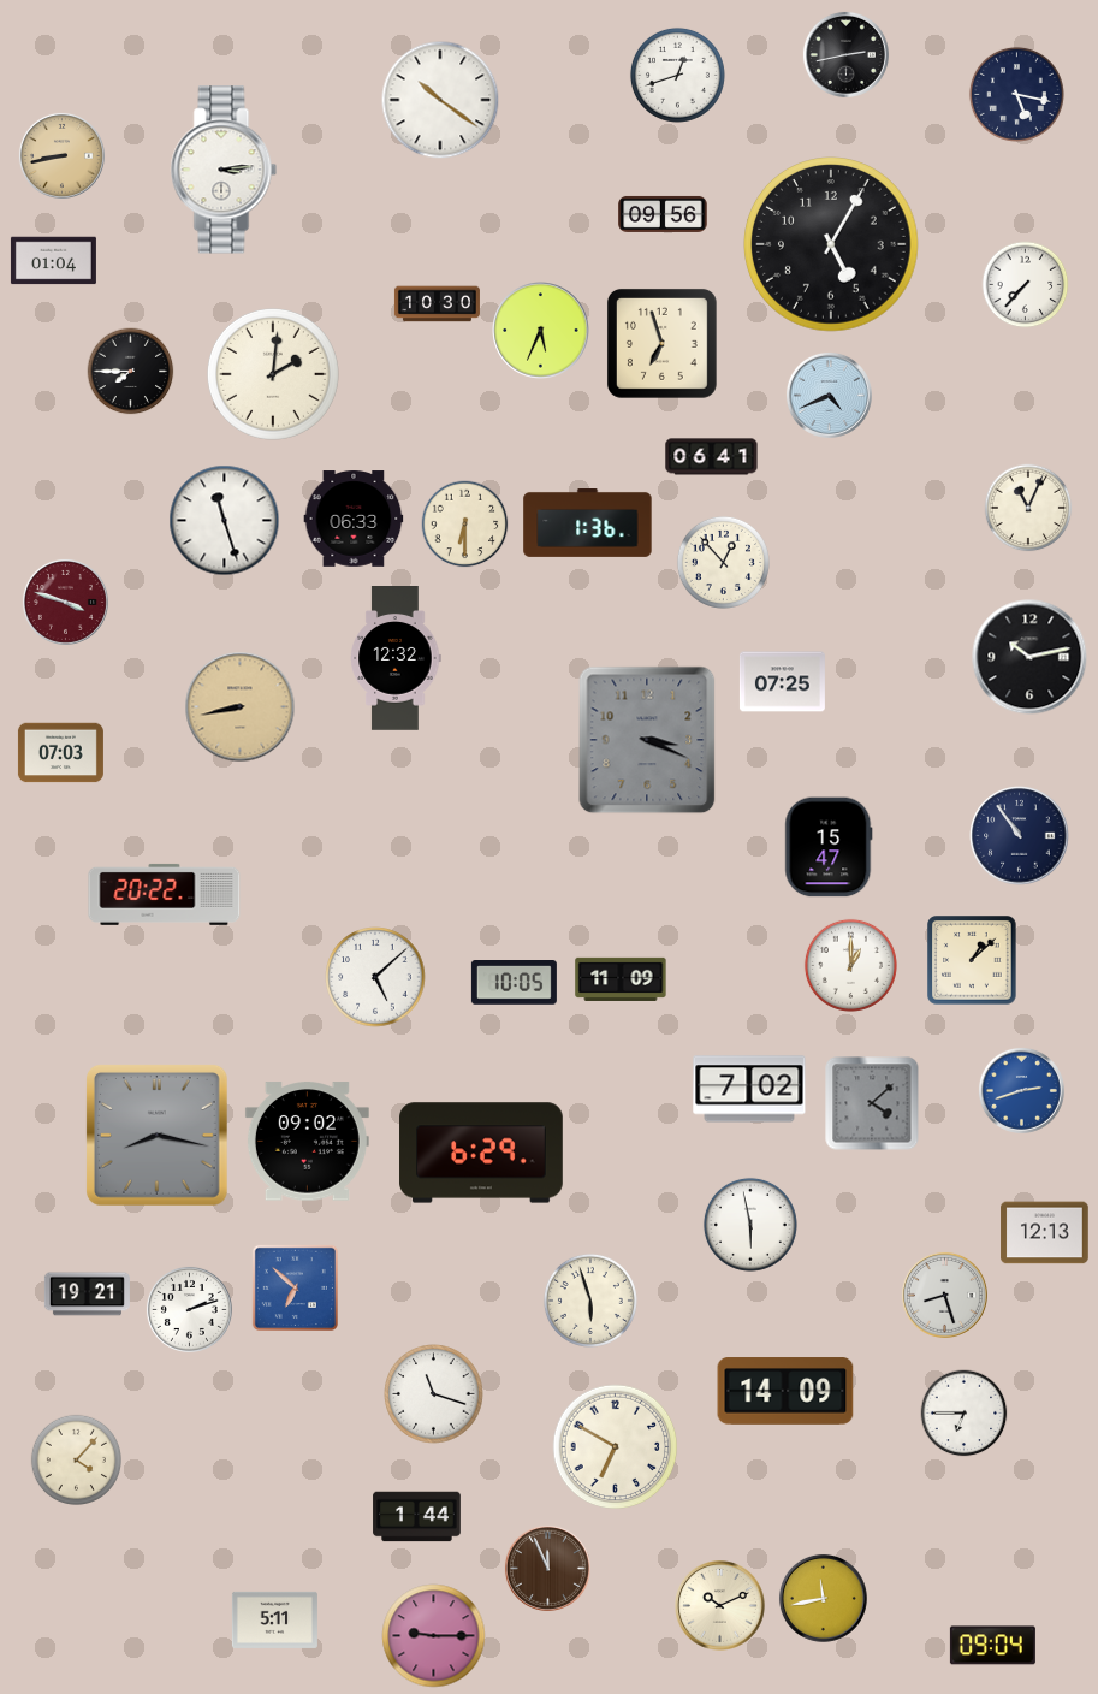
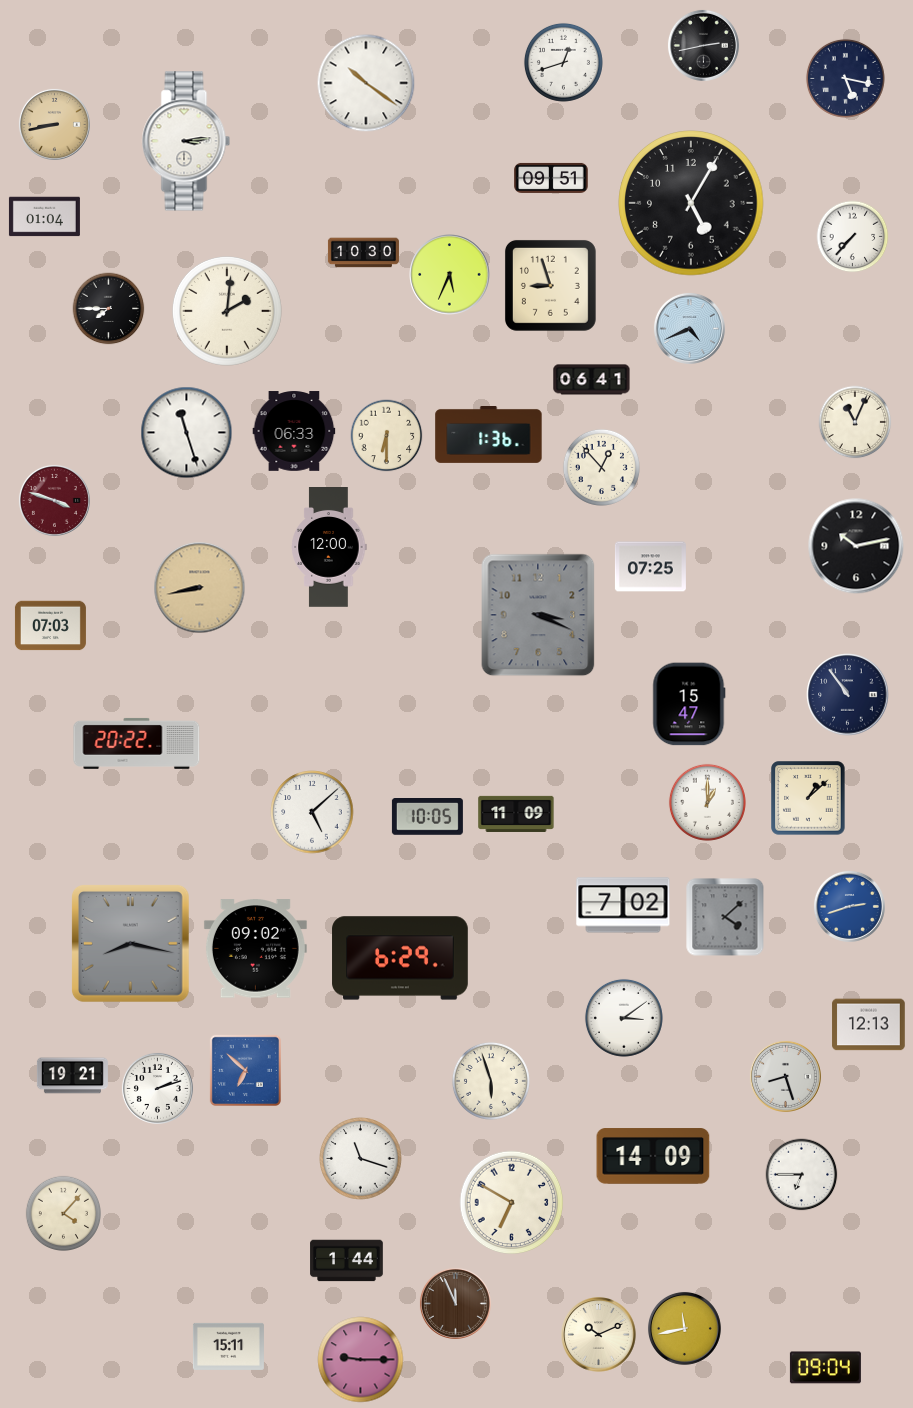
clock at (61, 155) position: (61, 155) -> (54, 124)
clock at (663, 214): 09:56 -> 09:51
clock at (661, 343): 6:57 -> 8:57
clock at (396, 659): 12:32 -> 12:00
clock at (750, 1225): 5:58 -> 3:09
clock at (274, 1619): 5:11 -> 15:11
